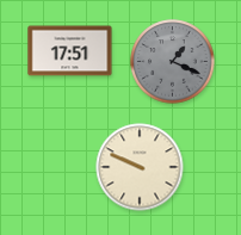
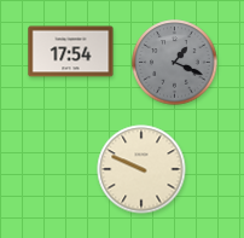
clock at (70, 51): 17:51 -> 17:54
